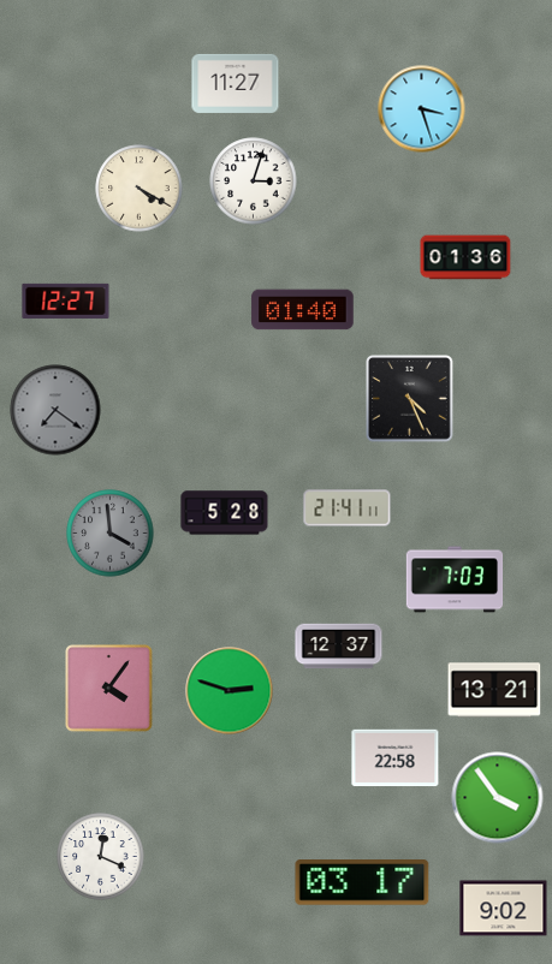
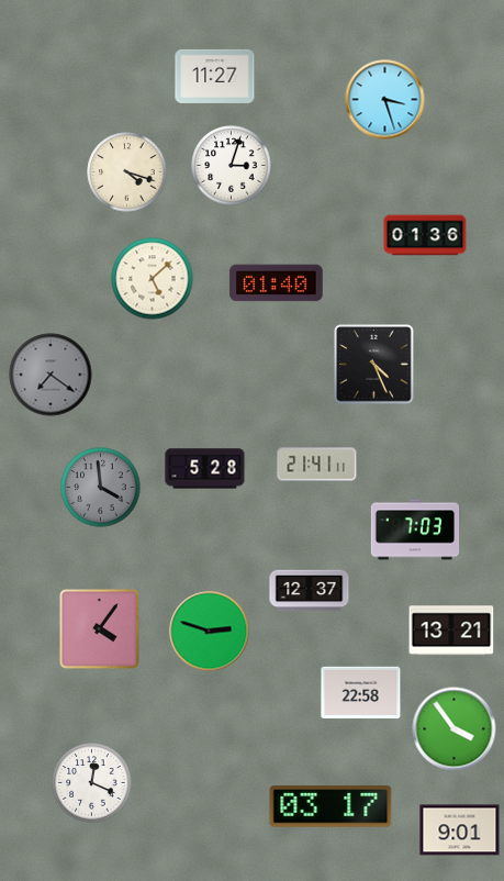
clock at (140, 189): 4:20 -> 4:18
clock at (66, 300): 12:27 -> none
clock at (153, 279): none -> 5:08
clock at (504, 909): 9:02 -> 9:01
